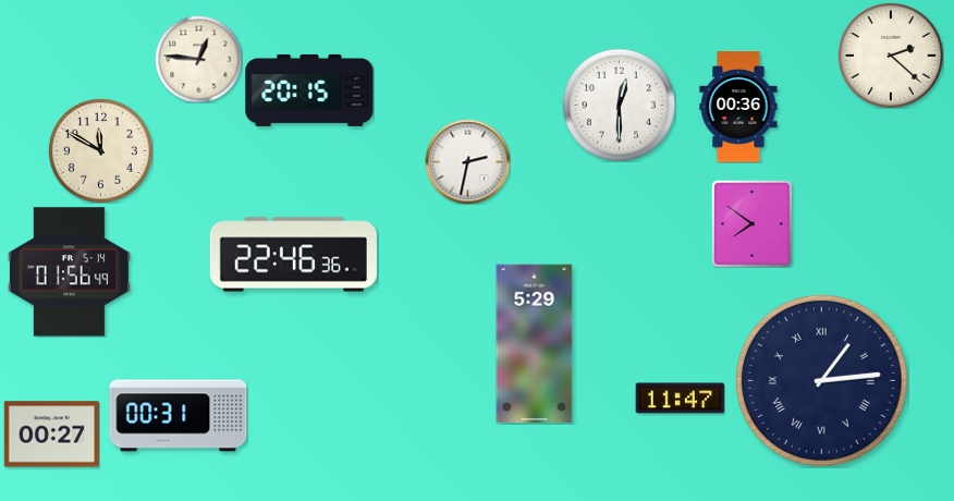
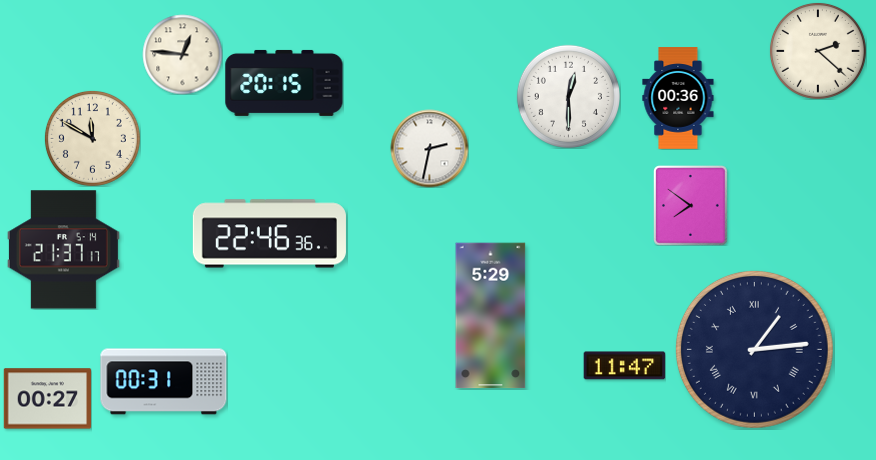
clock at (69, 272): 01:56 -> 21:37
